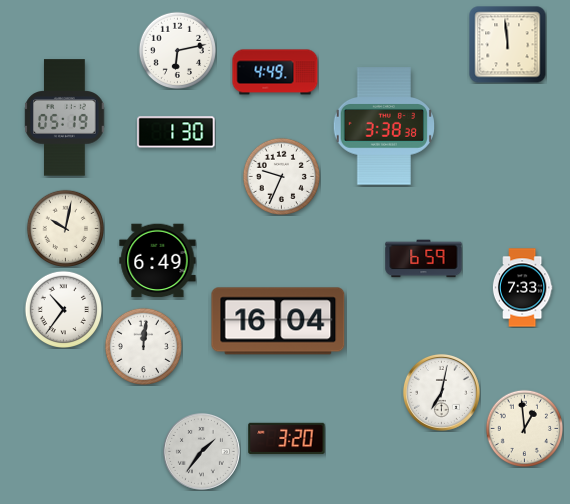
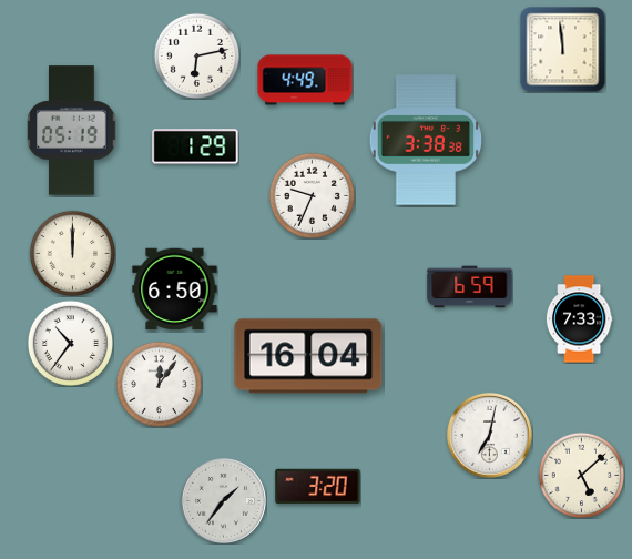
clock at (176, 132): 1:30 -> 1:29
clock at (65, 228): 10:02 -> 12:00
clock at (158, 261): 6:49 -> 6:50
clock at (143, 346): 12:01 -> 12:06
clock at (524, 428): 12:59 -> 5:08
